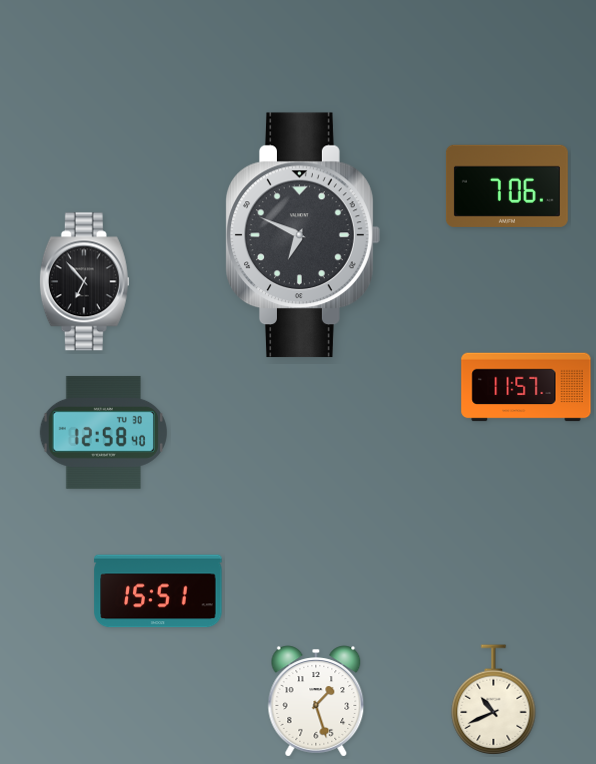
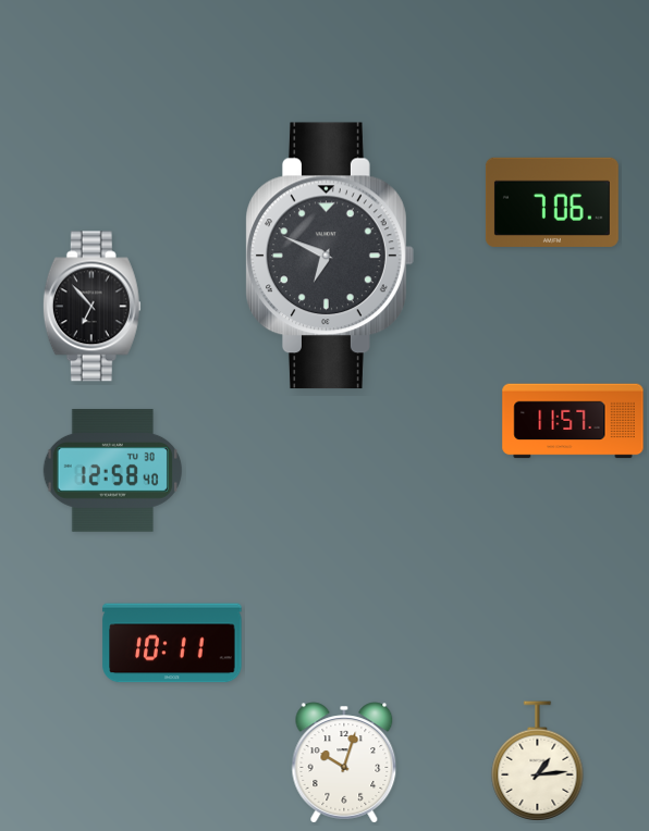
clock at (158, 591): 15:51 -> 10:11
clock at (494, 700): 10:41 -> 1:14
clock at (316, 701): 1:27 -> 10:03
